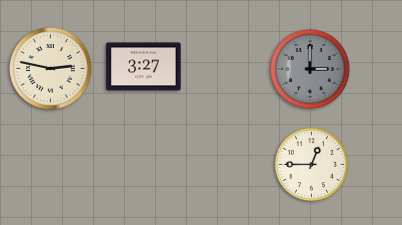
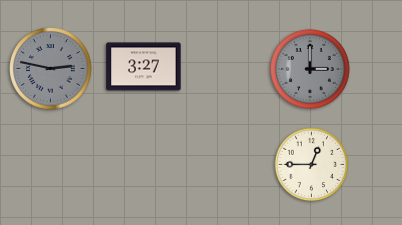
clock at (51, 69) dial: cream -> grey
